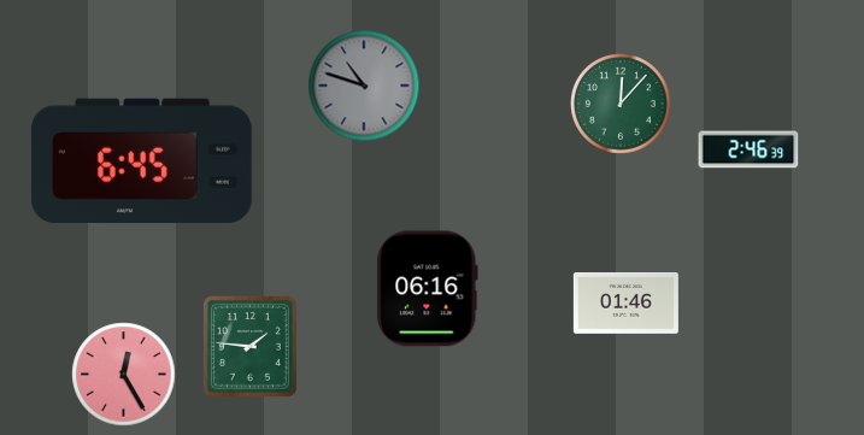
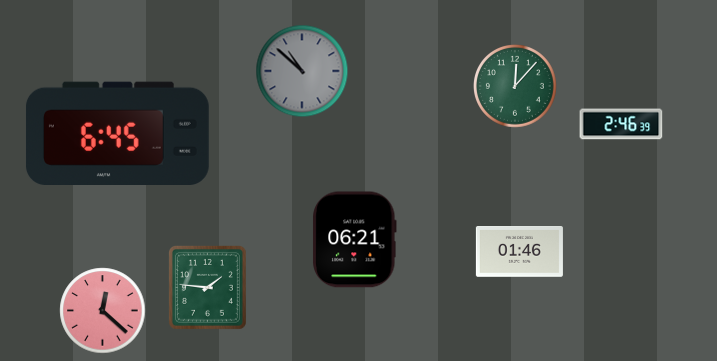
clock at (364, 86): 10:48 -> 10:52
clock at (428, 289): 06:16 -> 06:21
clock at (124, 375): 12:25 -> 12:22
